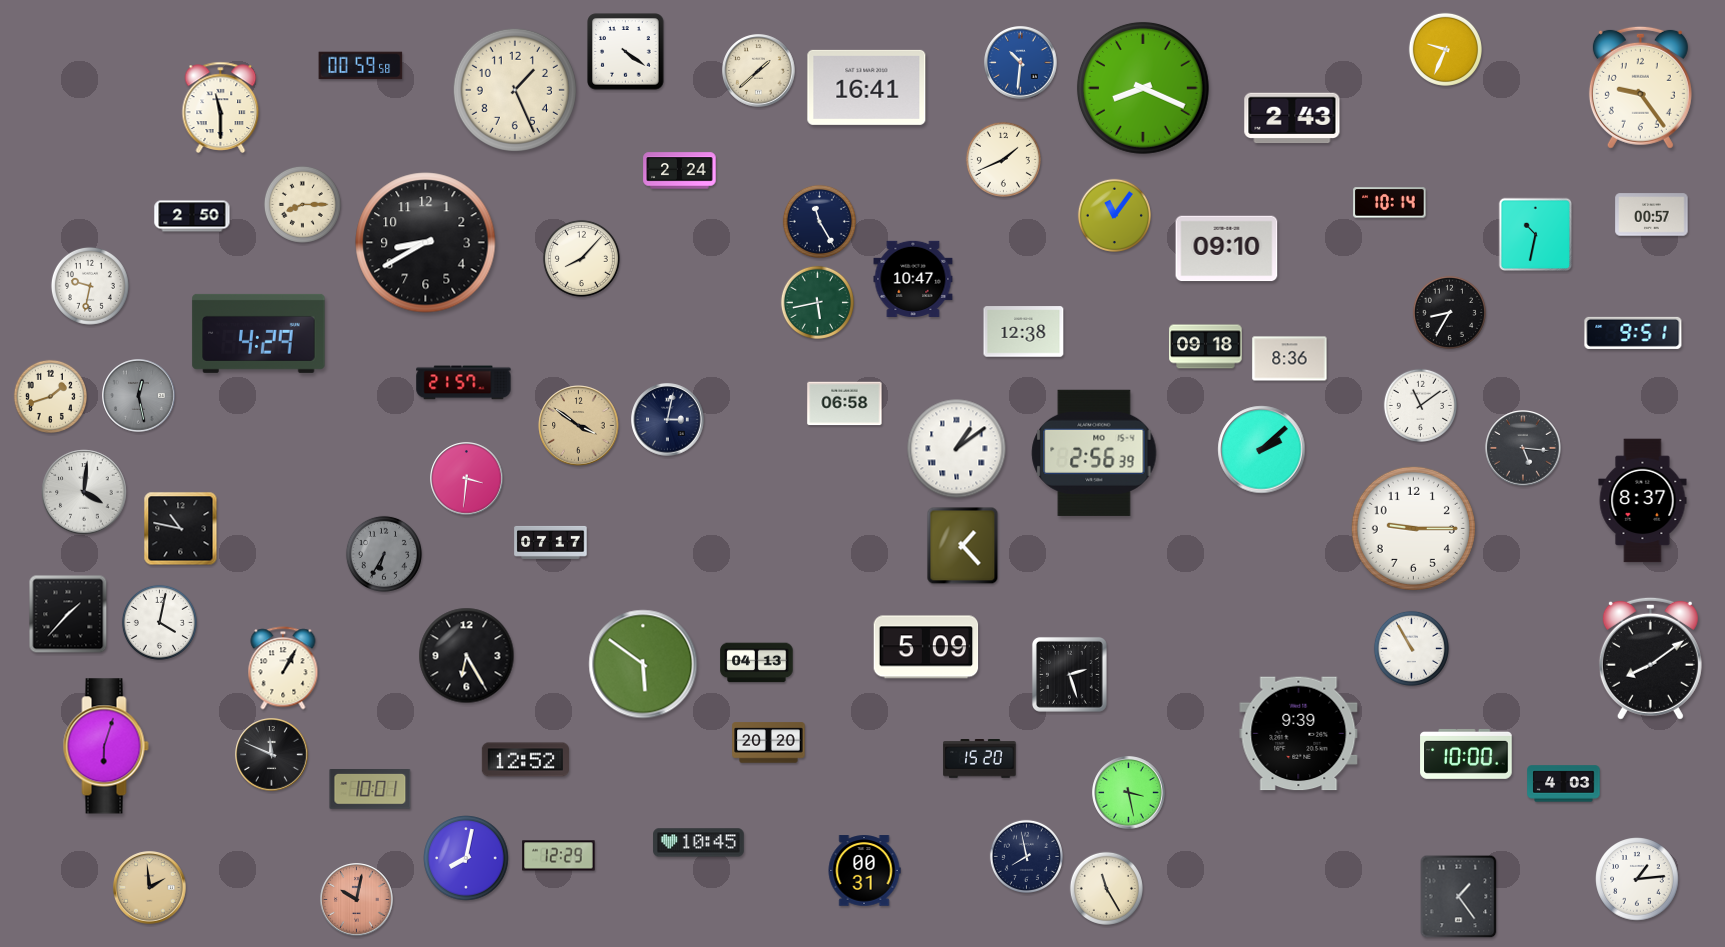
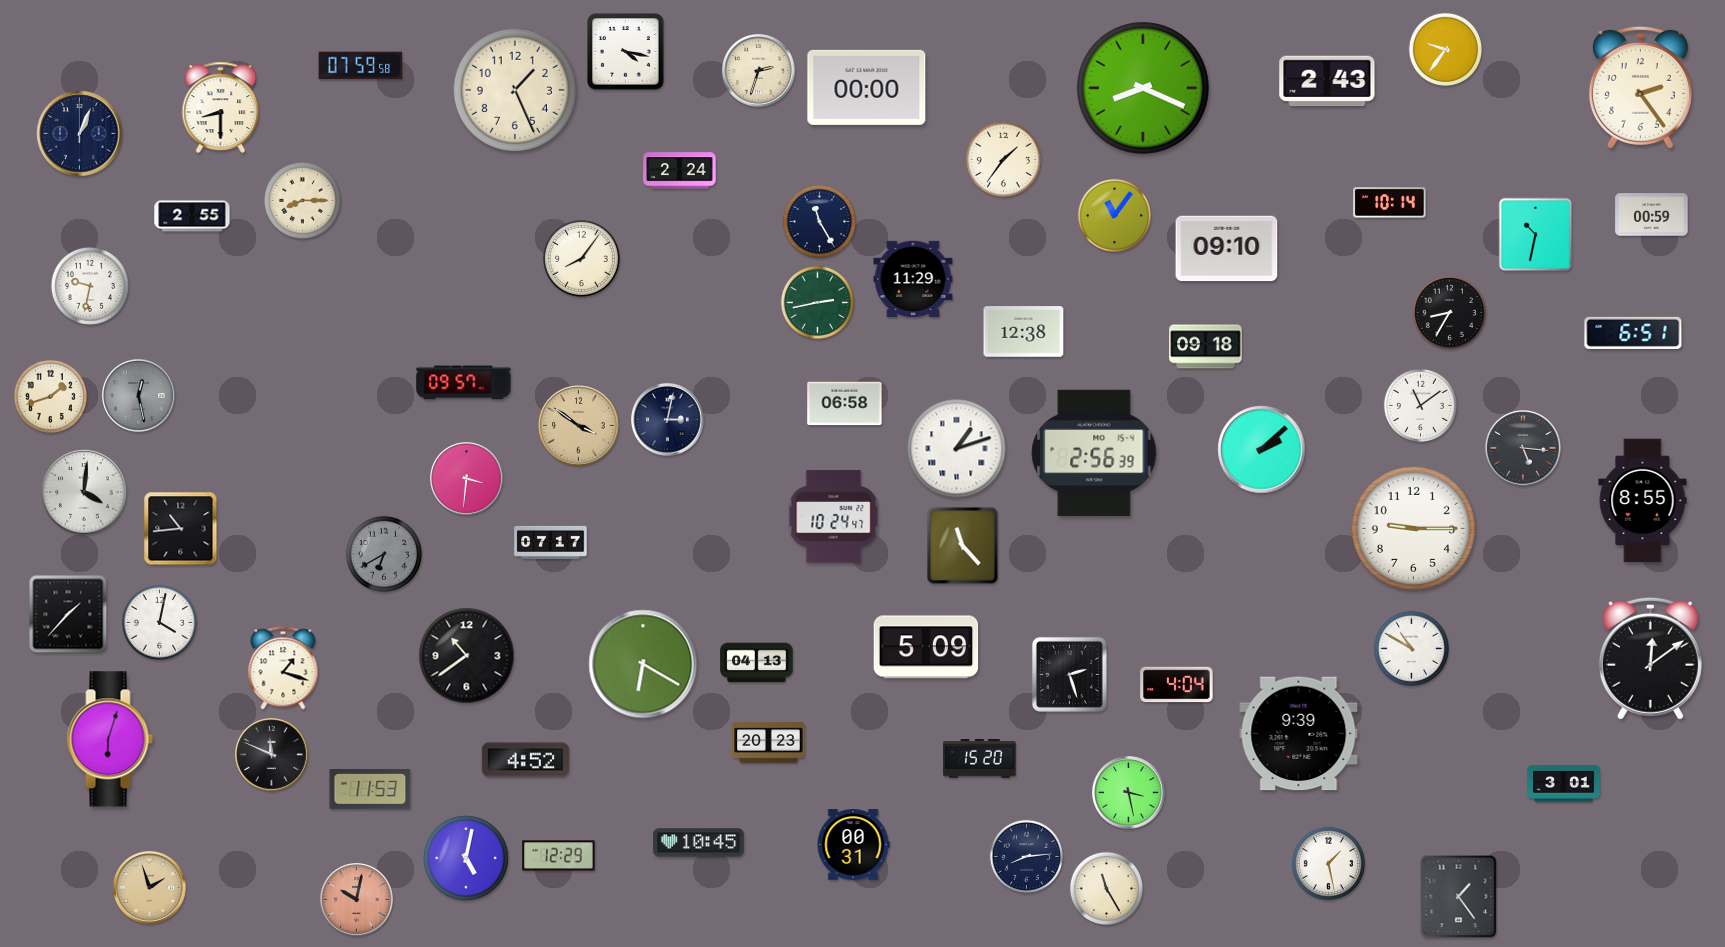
clock at (1445, 49): 9:34 -> 9:36
clock at (626, 52): 4:21 -> 4:17
clock at (1021, 63): 10:31 -> none
clock at (361, 66): 00:59 -> 07:59
clock at (759, 71): 1:38 -> 2:33
clock at (867, 87): 16:41 -> 00:00
clock at (1640, 87): 9:24 -> 2:24
clock at (221, 107): 11:30 -> 8:30
clock at (1292, 118) position: (1292, 118) -> (1327, 81)
clock at (80, 134): none -> 1:04
clock at (1003, 159): 1:41 -> 1:36
clock at (302, 204) position: (302, 204) -> (302, 200)
clock at (1652, 215): 00:57 -> 00:59
clock at (192, 216): 2:50 -> 2:55
clock at (426, 243): 8:40 -> none
clock at (581, 258): 8:07 -> 8:06
clock at (913, 279): 10:47 -> 11:29
clock at (817, 302): 5:43 -> 2:43
clock at (259, 333): 4:29 -> none
clock at (1633, 333): 9:51 -> 6:51
clock at (1290, 359): 8:36 -> none
clock at (464, 383): 21:57 -> 09:57
clock at (957, 449): 1:09 -> 1:12
clock at (1643, 501): 8:37 -> 8:55
clock at (834, 517): none -> 10:24
clock at (181, 529): 10:47 -> 10:44
clock at (963, 546): 1:23 -> 11:23
clock at (384, 554): 6:35 -> 6:40
clock at (1411, 648): 10:55 -> 10:50
clock at (467, 656): 6:25 -> 10:39
clock at (1650, 658): 8:09 -> 12:09
clock at (643, 664): 5:51 -> 6:20
clock at (283, 668): 1:05 -> 1:18
clock at (1177, 685): none -> 4:04
clock at (769, 743): 20:20 -> 20:23
clock at (106, 746) position: (106, 746) -> (110, 739)
clock at (1466, 754): 10:00 -> none
clock at (525, 760): 12:52 -> 4:52
clock at (1564, 784): 4:03 -> 3:01
clock at (370, 790): 10:01 -> 11:53
clock at (1026, 856): 7:58 -> 8:14
clock at (466, 858): 8:02 -> 5:02
clock at (1328, 863): none -> 1:28
clock at (864, 871) position: (864, 871) -> (853, 845)
clock at (1637, 879): 1:14 -> none
clock at (150, 888): 1:59 -> 1:57
